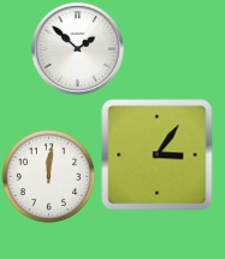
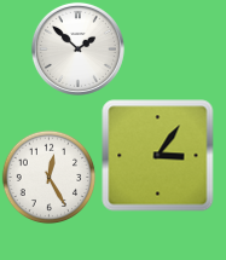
clock at (48, 176): 12:01 -> 12:25
